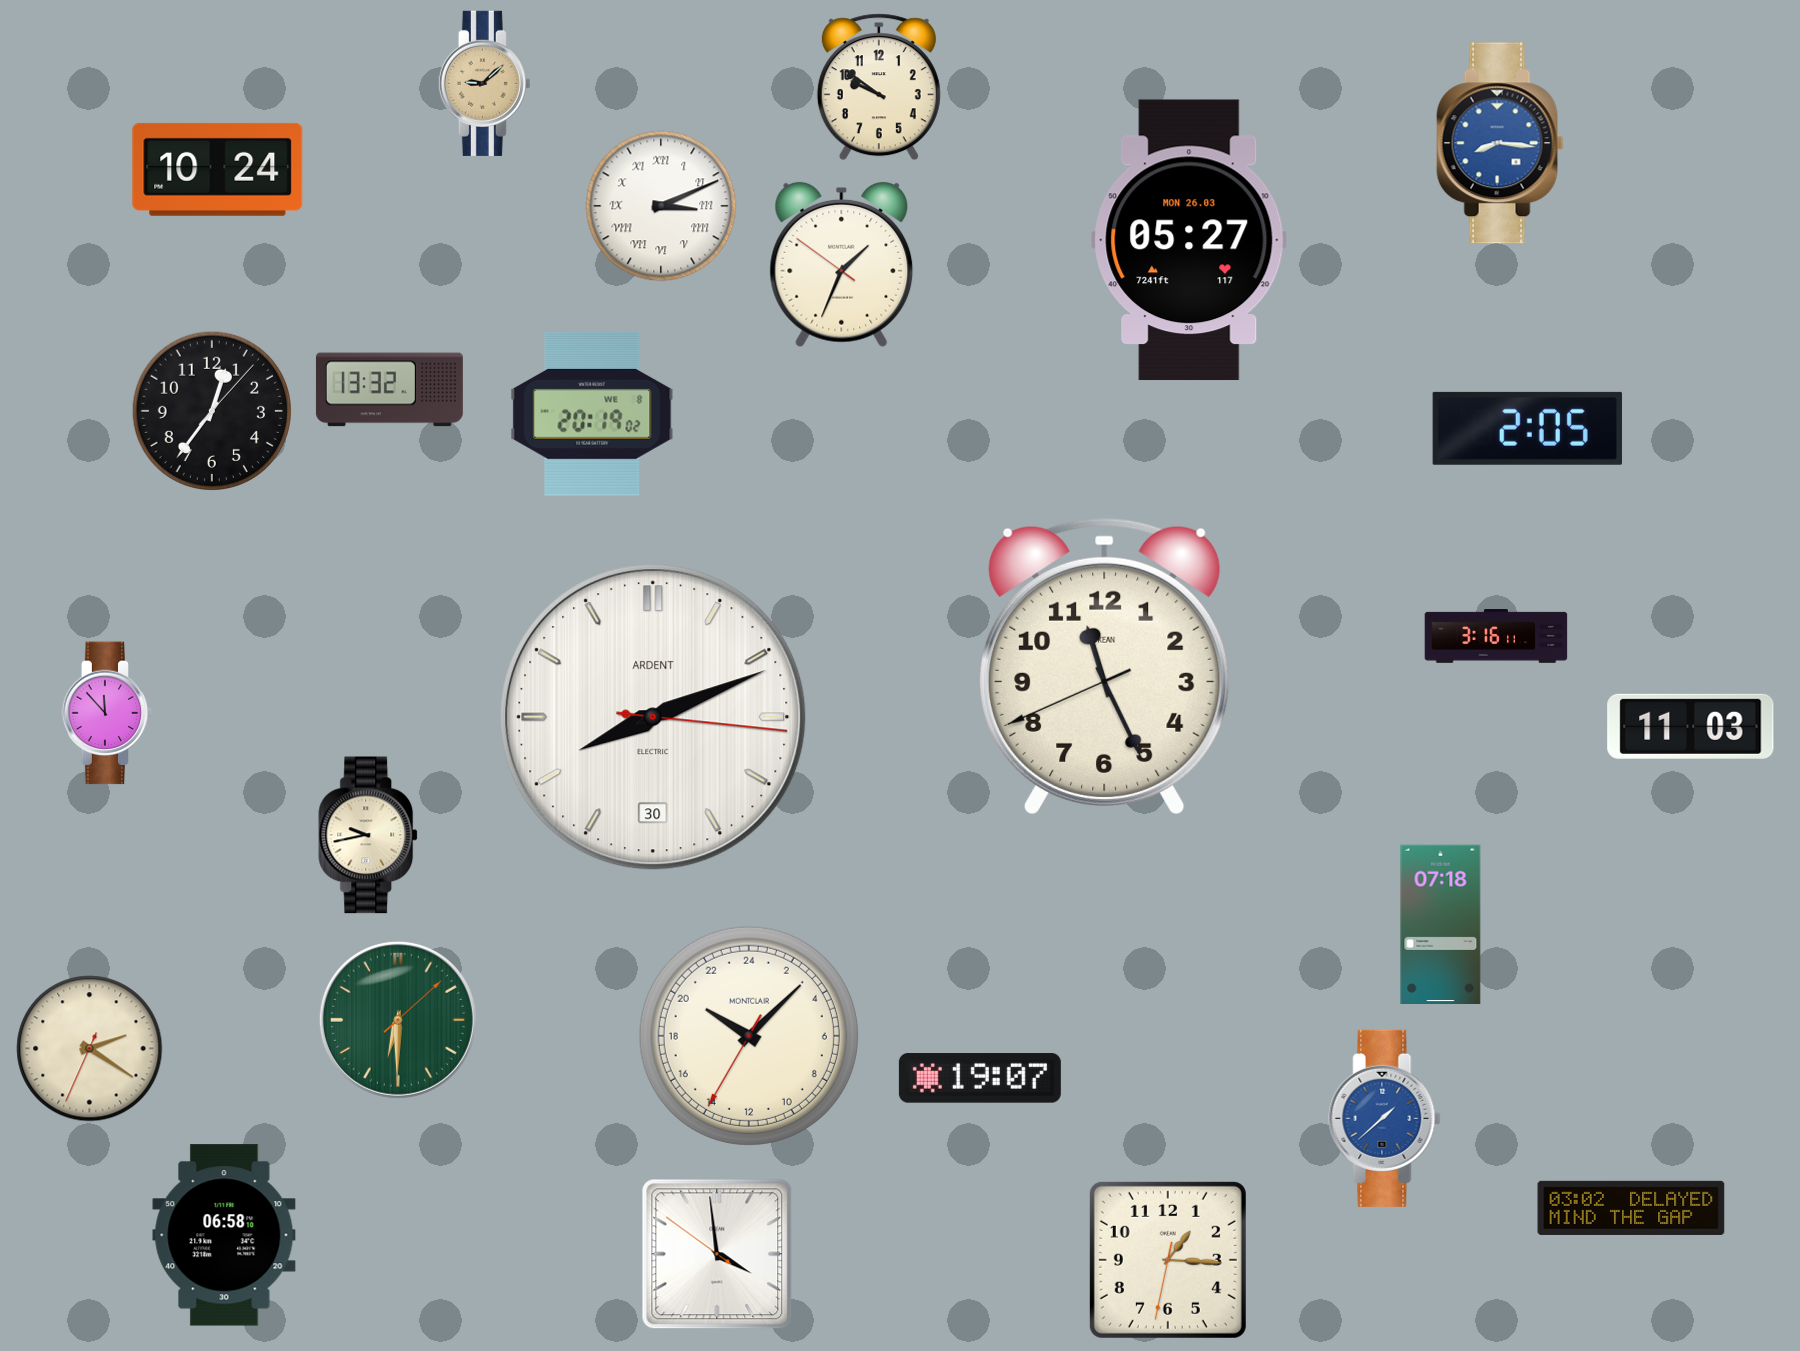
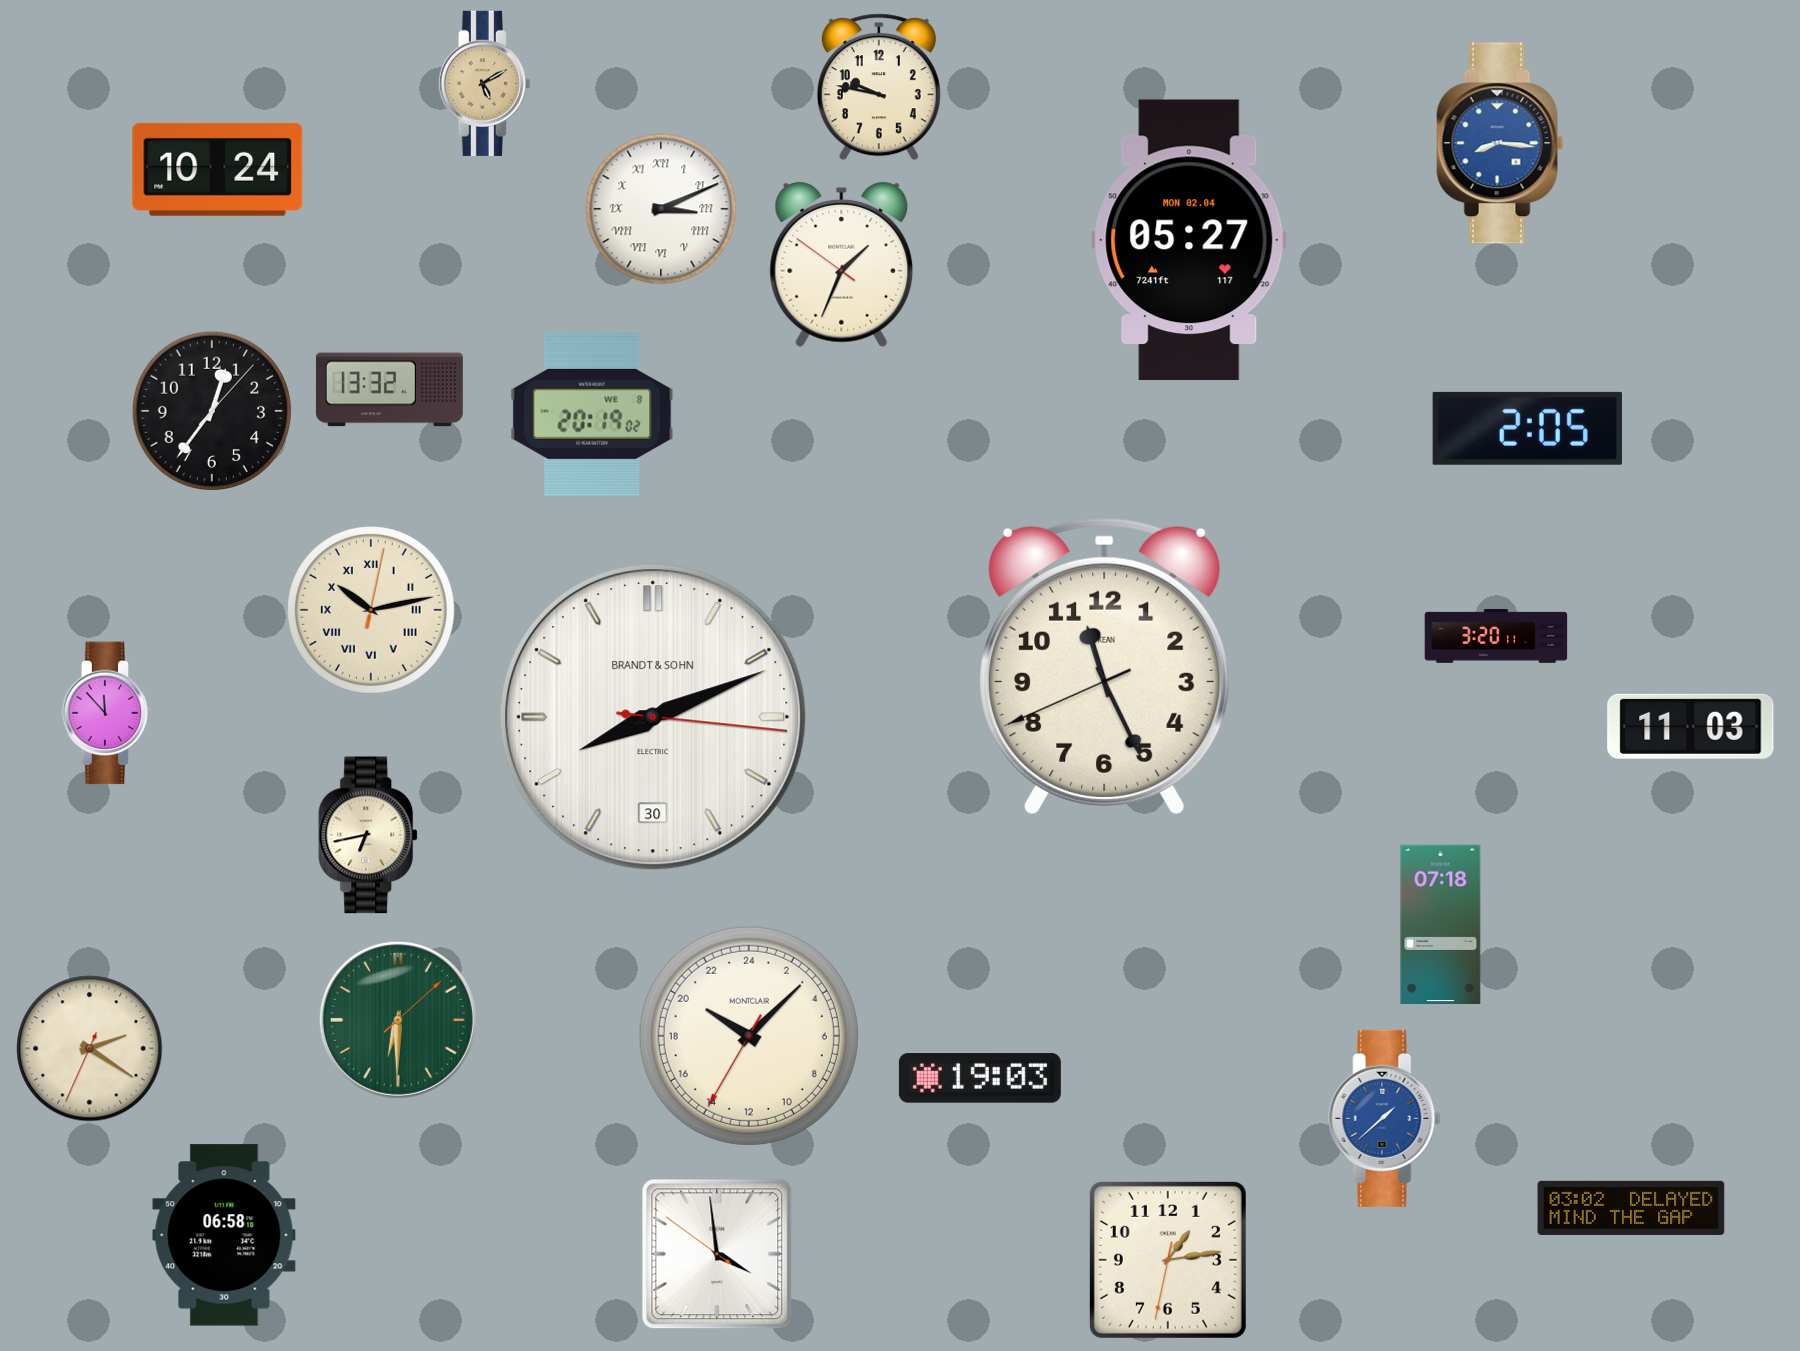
clock at (484, 83): 9:08 -> 5:10
clock at (879, 87): 9:51 -> 9:47
clock at (661, 206) position: (661, 206) -> (661, 209)
clock at (1189, 240) date: MON 26.03 -> MON 02.04
clock at (372, 611): none -> 10:13
clock at (1496, 636): 3:16 -> 3:20
clock at (653, 717) brand: ARDENT -> BRANDT & SOHN
clock at (369, 835): 9:43 -> 6:43
clock at (980, 1078): 19:07 -> 19:03
clock at (1168, 1260): 1:15 -> 1:13
